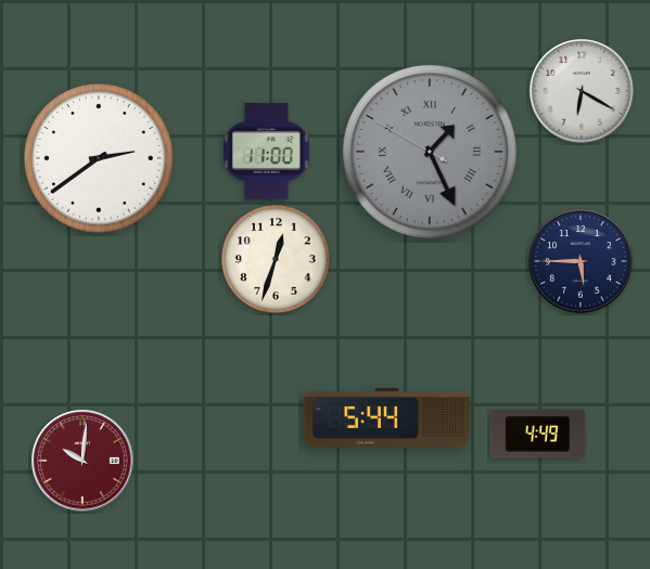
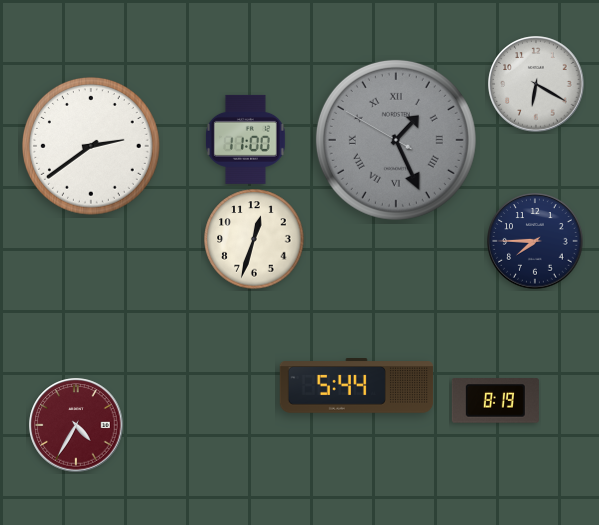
clock at (581, 261): 5:45 -> 7:45
clock at (537, 435): 4:49 -> 8:19
clock at (82, 461): 10:01 -> 4:35
